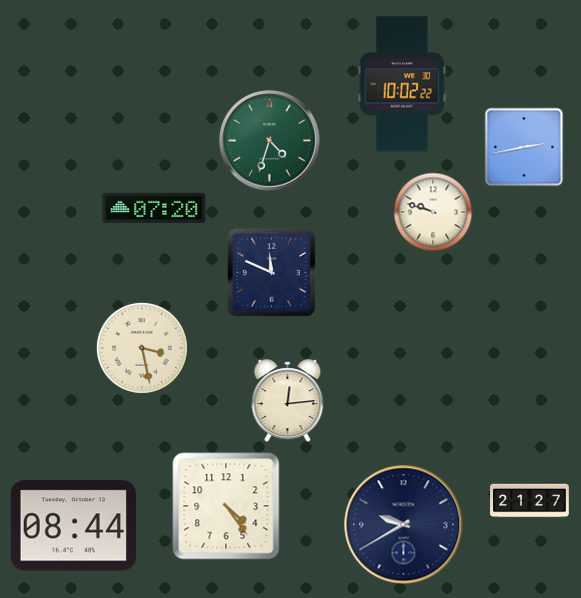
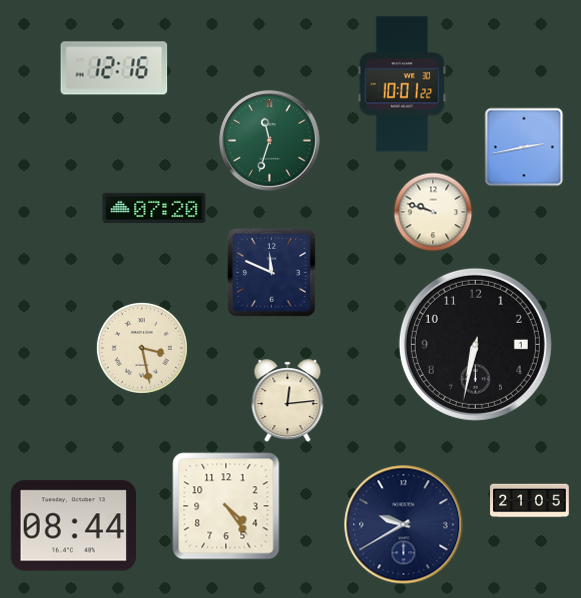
clock at (114, 68): none -> 12:16
clock at (402, 84): 10:02 -> 10:01
clock at (270, 141): 4:33 -> 11:33
clock at (475, 344): none -> 6:32
clock at (530, 501): 21:27 -> 21:05
